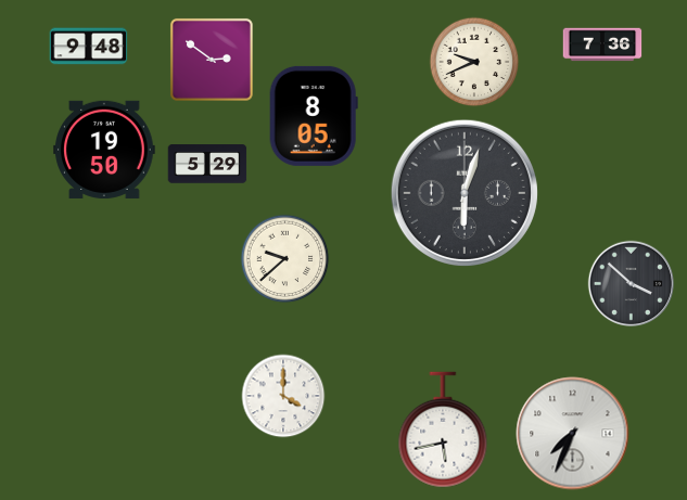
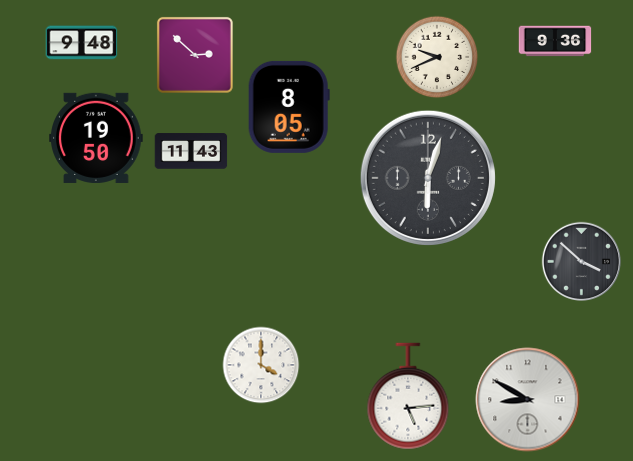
clock at (602, 44): 7:36 -> 9:36
clock at (212, 60): 2:51 -> 2:52
clock at (207, 164): 5:29 -> 11:43
clock at (285, 259): 9:38 -> none
clock at (443, 430): 5:43 -> 5:14
clock at (573, 434): 7:34 -> 8:50
